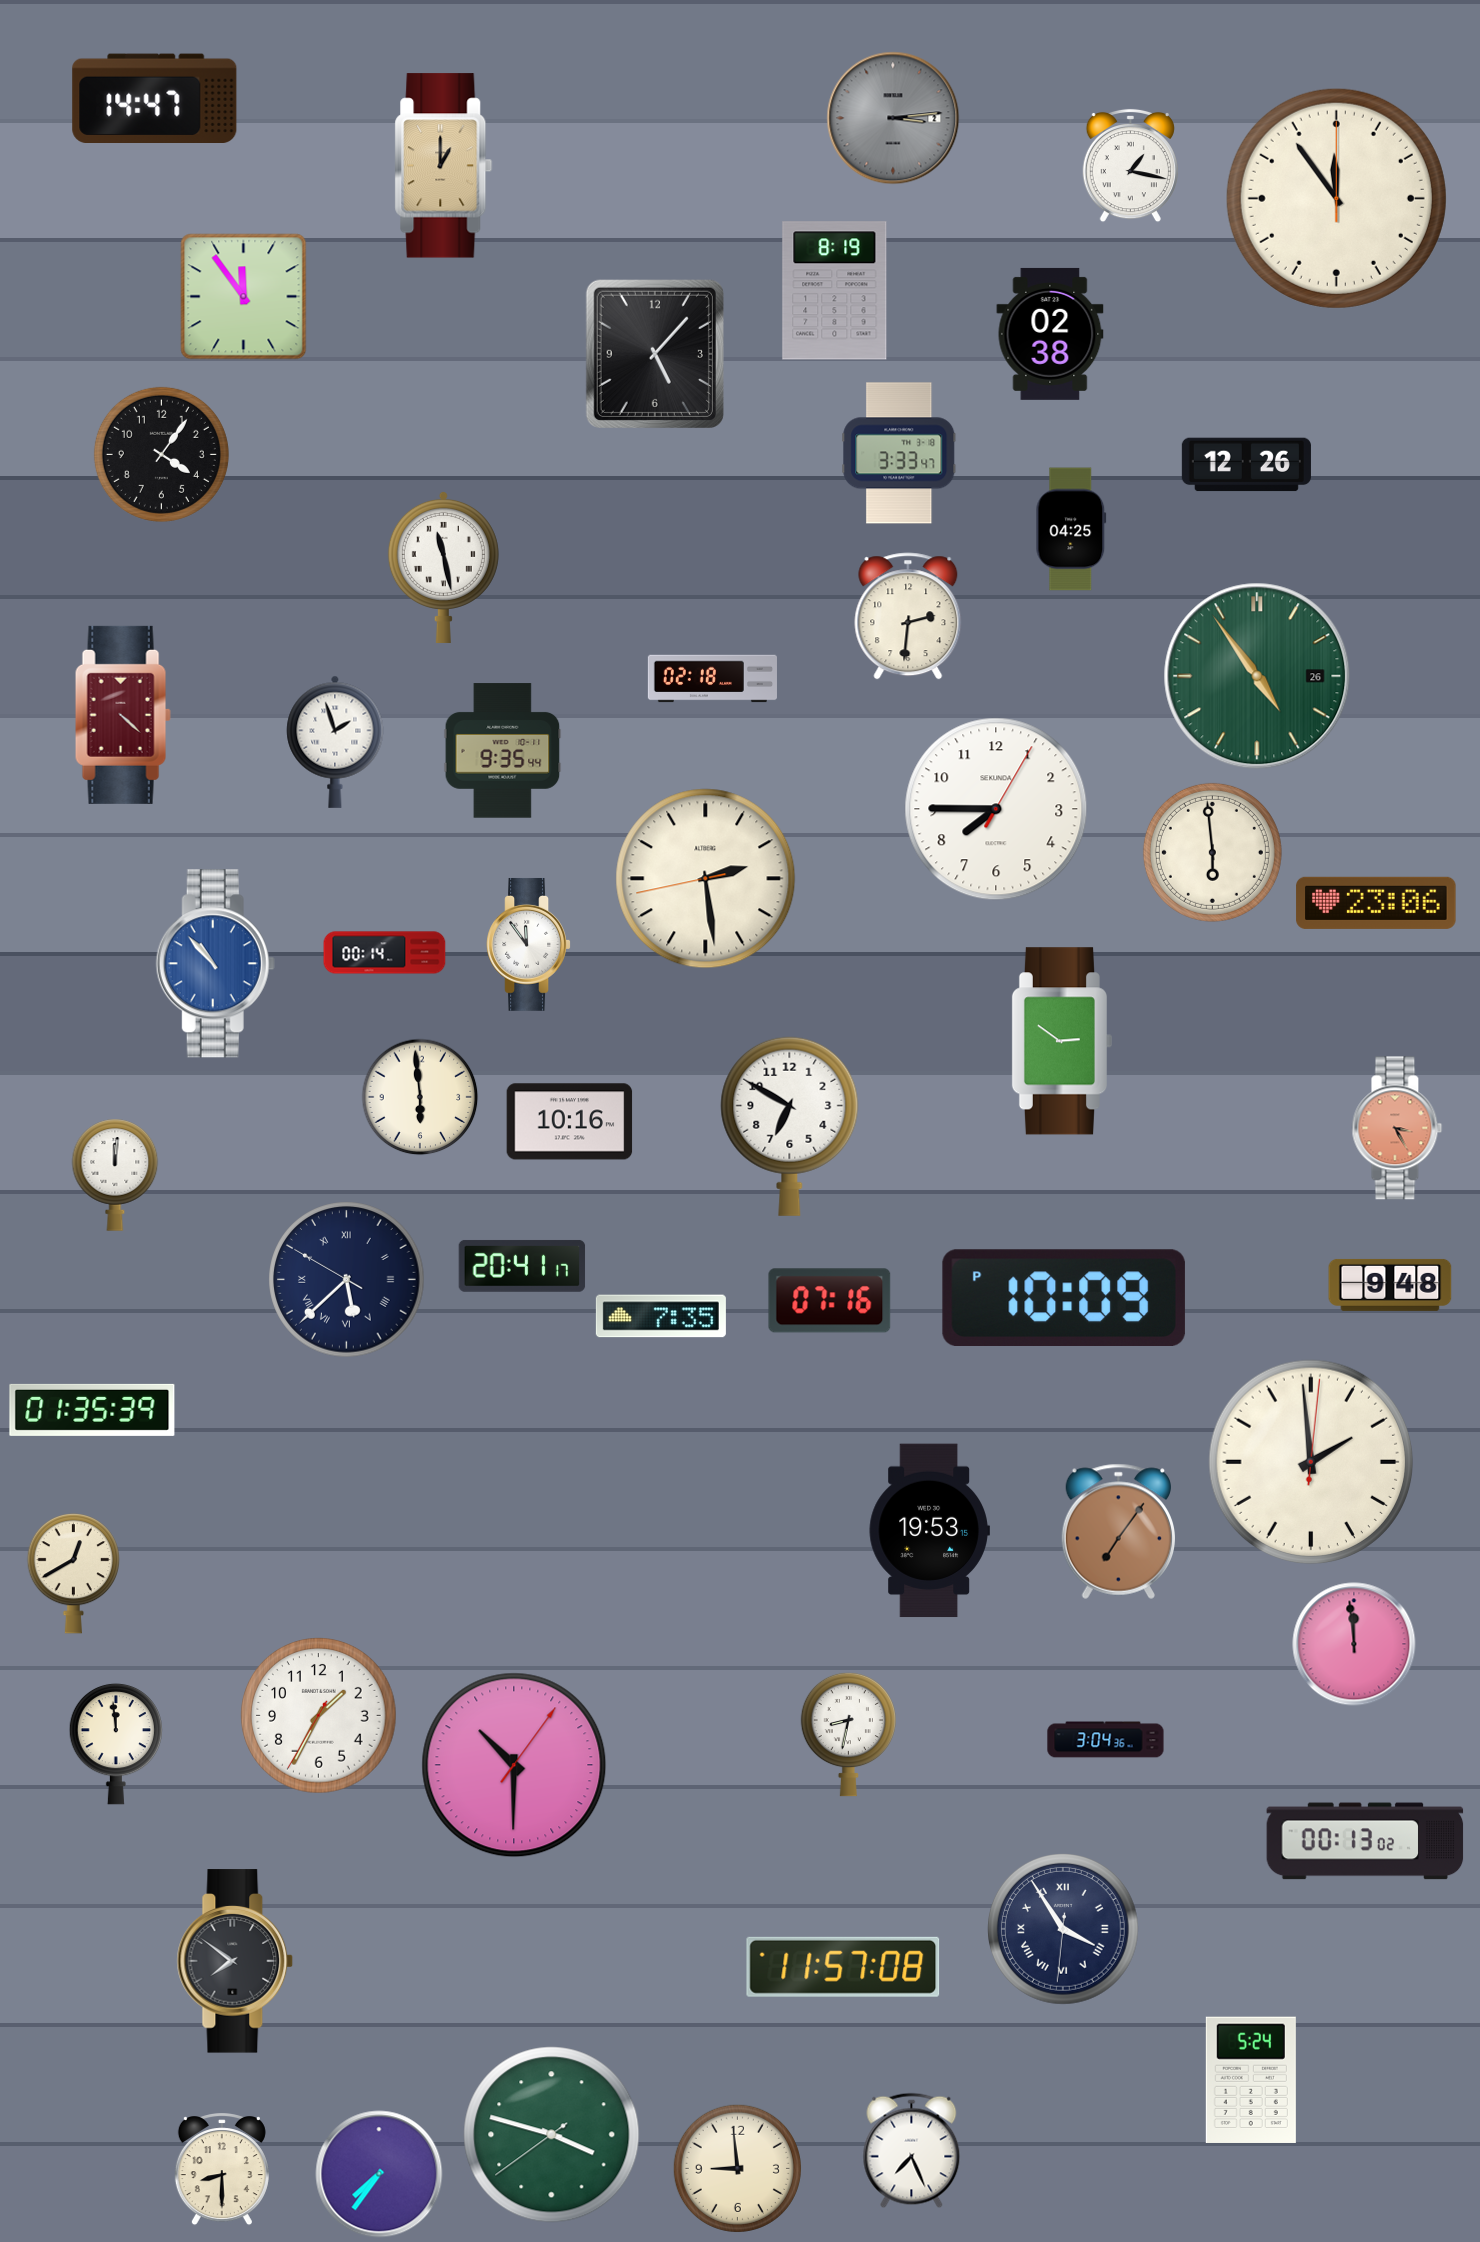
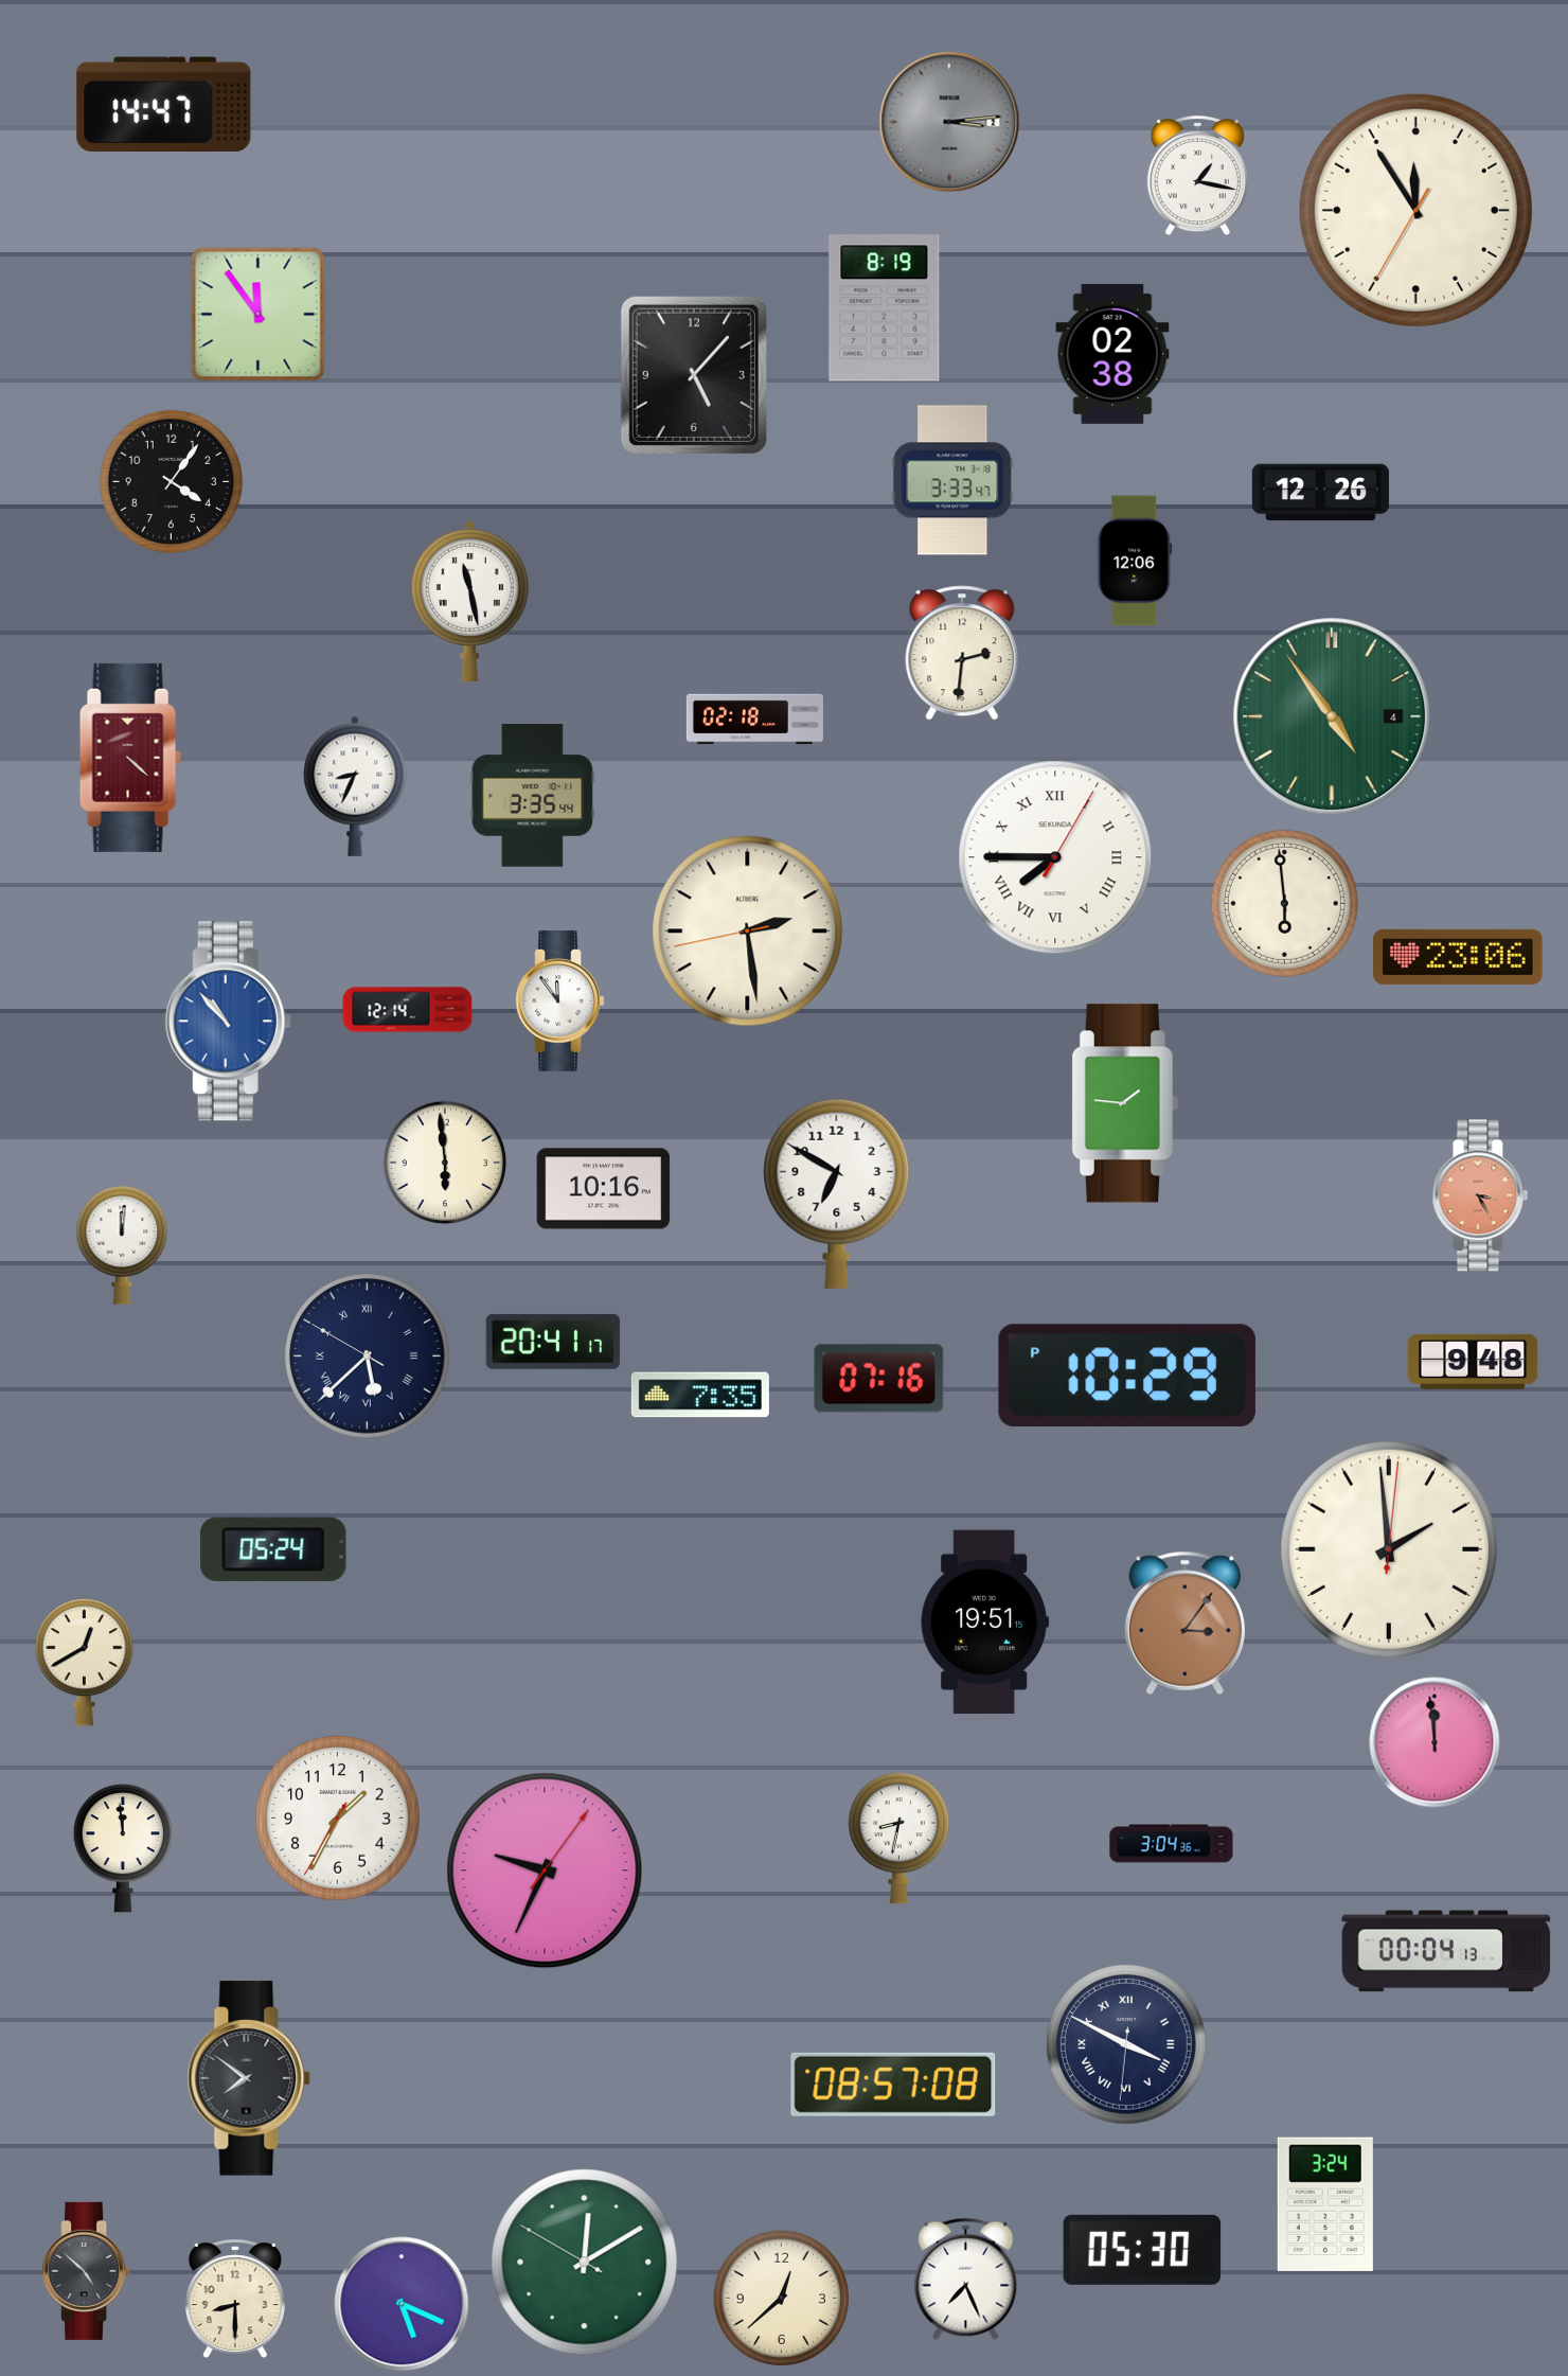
clock at (893, 118) position: (893, 118) -> (949, 122)
clock at (444, 166): 1:00 -> none
clock at (1336, 198): 11:54:00 -> 11:54:35
clock at (1071, 529): 04:25 -> 12:06
clock at (1257, 676) date: 26 -> 4
clock at (335, 742): 1:57 -> 8:34
clock at (503, 751): 9:35 -> 3:35
clock at (996, 809) numerals: Arabic -> Roman
clock at (385, 953): 00:14 -> 12:14
clock at (1061, 1041): 2:51 -> 1:46
clock at (1064, 1297): 10:09 -> 10:29
clock at (92, 1410): 01:35 -> none
clock at (273, 1549): none -> 05:24
clock at (929, 1531): 19:53 -> 19:51
clock at (1118, 1531): 7:06 -> 3:06
clock at (73, 1574) position: (73, 1574) -> (84, 1663)
clock at (514, 1765): 10:30 -> 9:34
clock at (1365, 1841): 00:13 -> 00:04
clock at (1064, 1930): 3:54 -> 3:49
clock at (843, 1967): 11:57 -> 08:57
clock at (1251, 2080): 5:24 -> 3:24
clock at (1142, 2250): none -> 05:30
clock at (552, 2135): 3:47 -> 12:09
clock at (86, 2271): none -> 4:52
clock at (737, 2168): 8:59 -> 12:38
clock at (379, 2174): 7:36 -> 5:19
